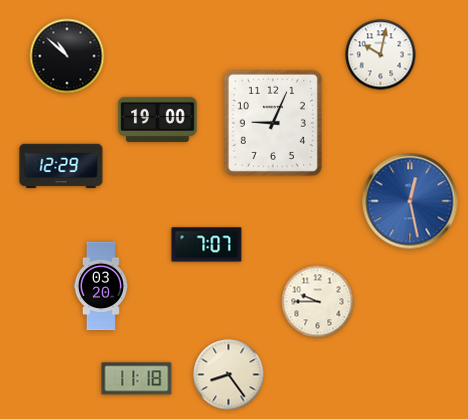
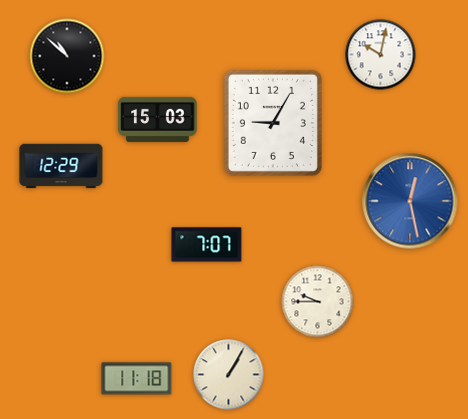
clock at (158, 119): 19:00 -> 15:03
clock at (273, 123): 9:04 -> 9:05
clock at (101, 286): 03:20 -> none
clock at (229, 375): 8:24 -> 1:05
